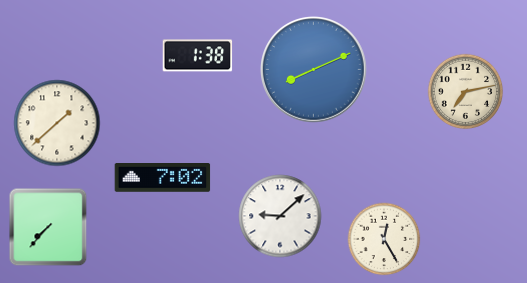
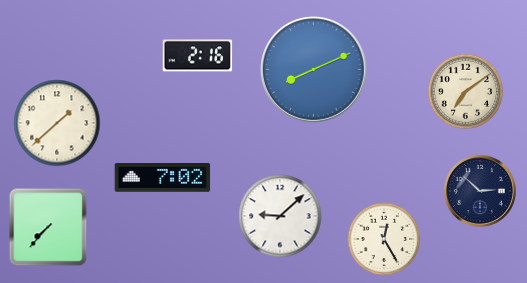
clock at (198, 56): 1:38 -> 2:16
clock at (466, 92): 7:13 -> 7:09
clock at (480, 191): none -> 2:52
